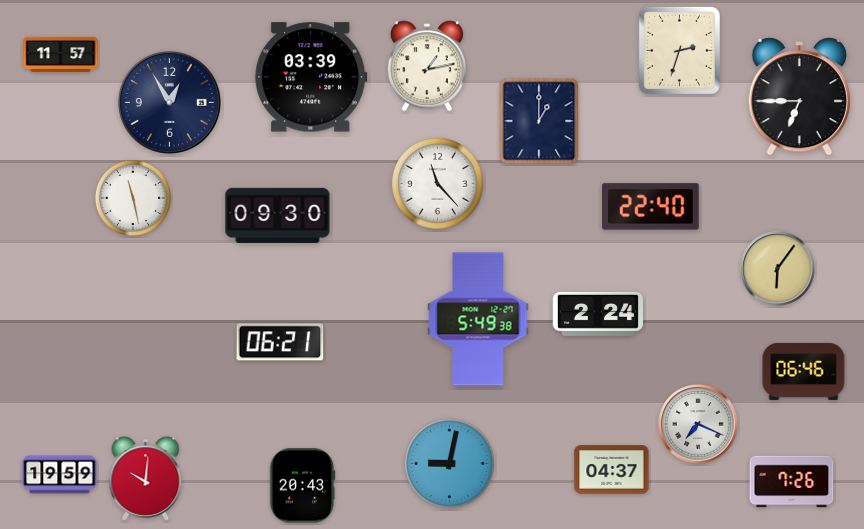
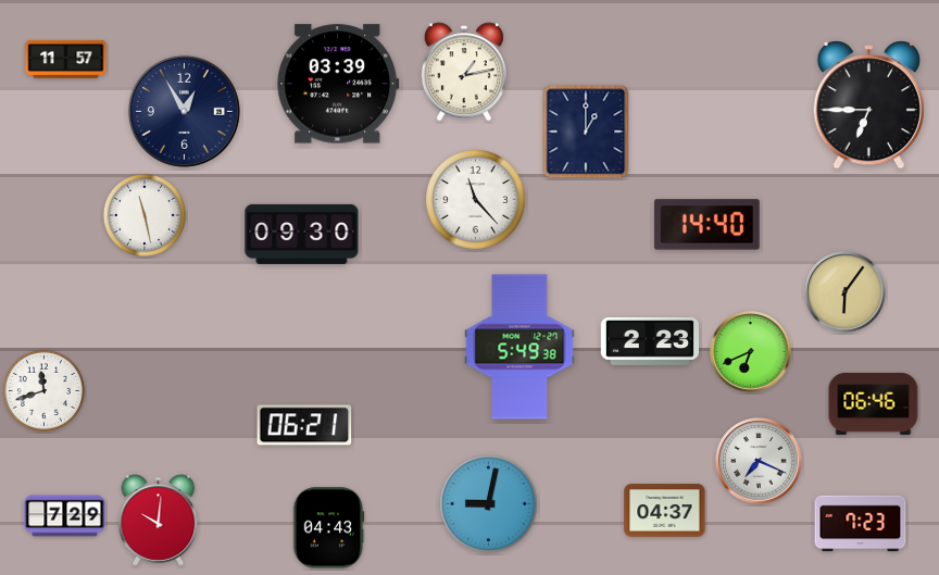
clock at (679, 50): 2:33 -> none
clock at (651, 207): 22:40 -> 14:40
clock at (597, 314): 2:24 -> 2:23
clock at (751, 352): none -> 6:41
clock at (280, 342) position: (280, 342) -> (304, 425)
clock at (43, 390): none -> 11:42
clock at (60, 475): 19:59 -> 7:29
clock at (792, 482): 7:26 -> 7:23
clock at (302, 486): 20:43 -> 04:43
